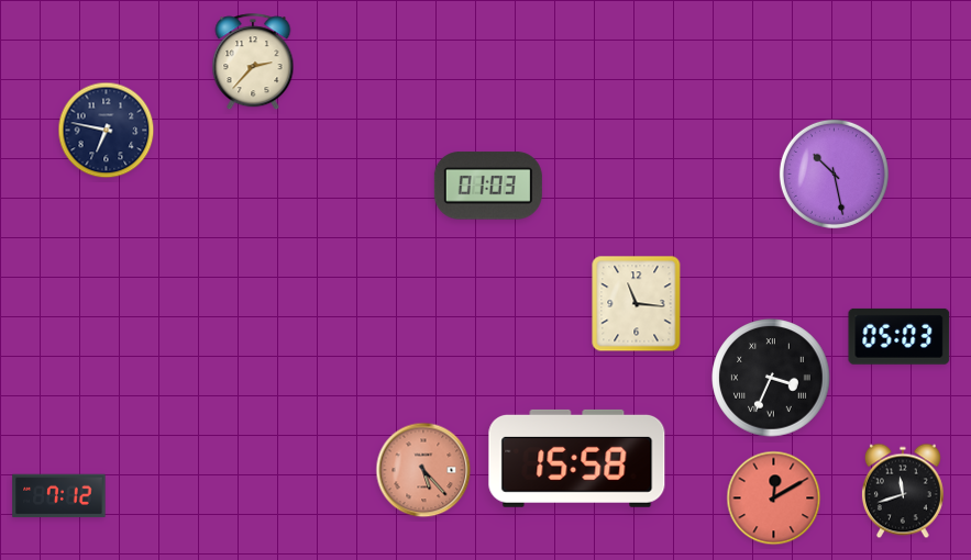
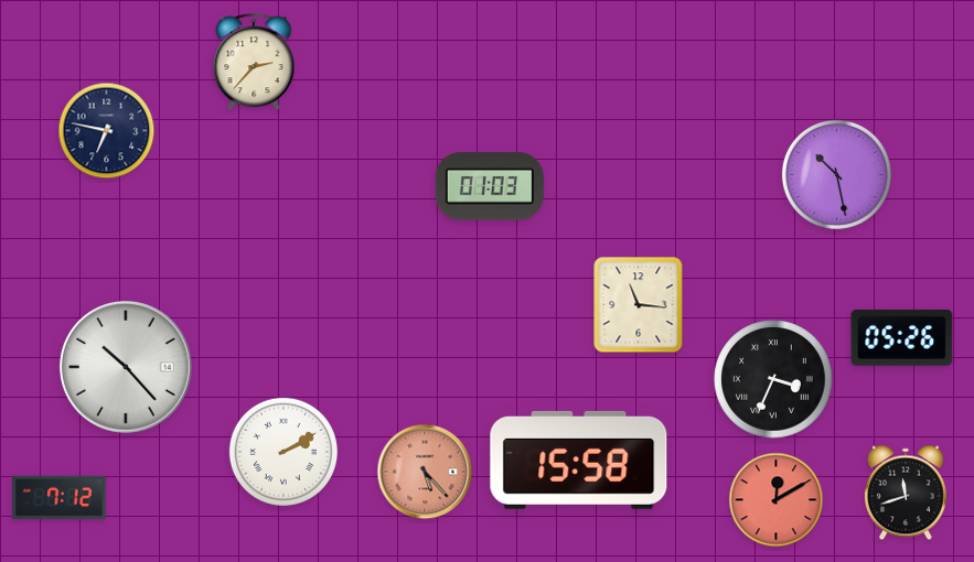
clock at (900, 336): 05:03 -> 05:26
clock at (127, 368): none -> 10:23
clock at (283, 452): none -> 2:10
